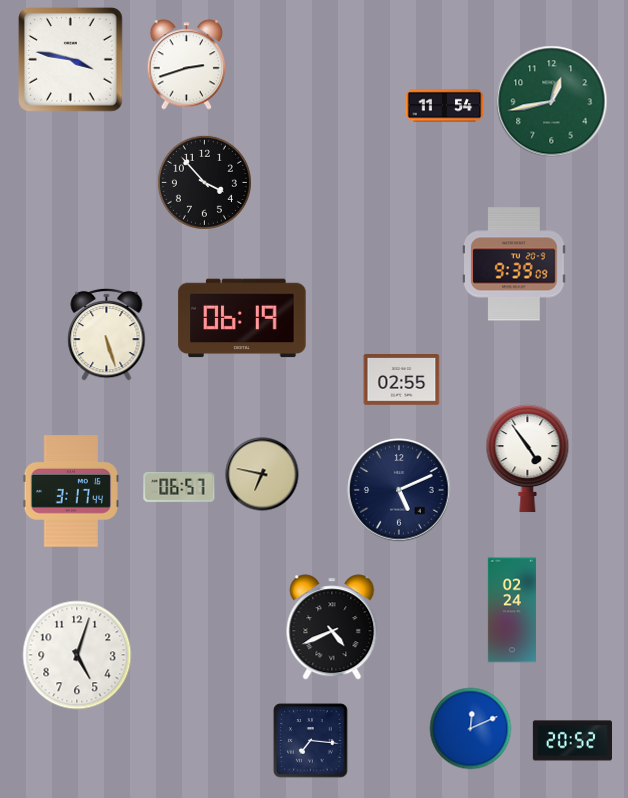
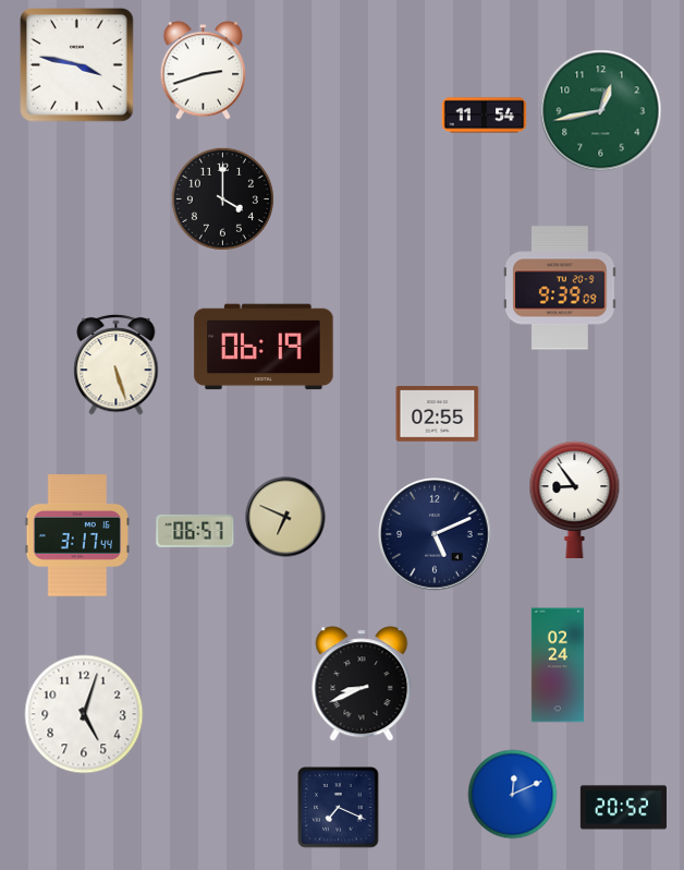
clock at (204, 182): 3:53 -> 4:00
clock at (528, 459): 4:54 -> 8:54
clock at (262, 474): 6:47 -> 6:49
clock at (332, 627): 4:41 -> 8:41
clock at (311, 741): 7:16 -> 7:19
